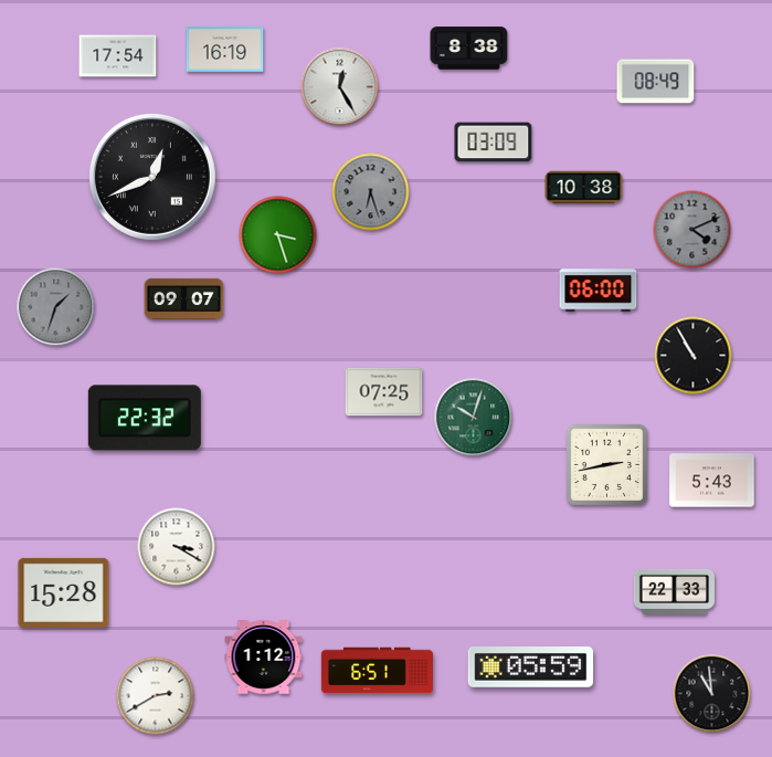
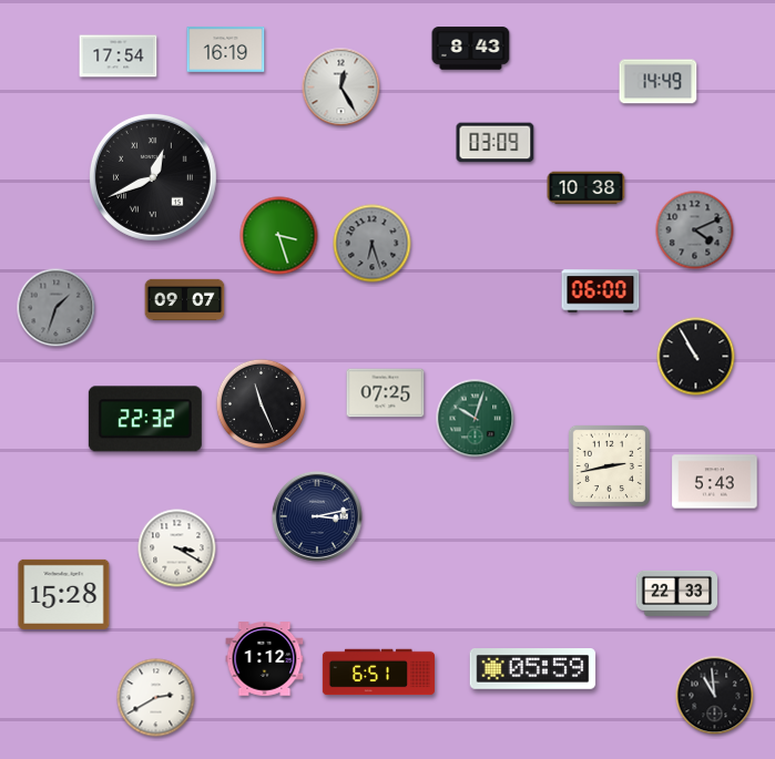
clock at (469, 49): 8:38 -> 8:43
clock at (656, 82): 08:49 -> 14:49
clock at (371, 192) position: (371, 192) -> (373, 244)
clock at (261, 403): none -> 11:26
clock at (317, 516): none -> 3:13
